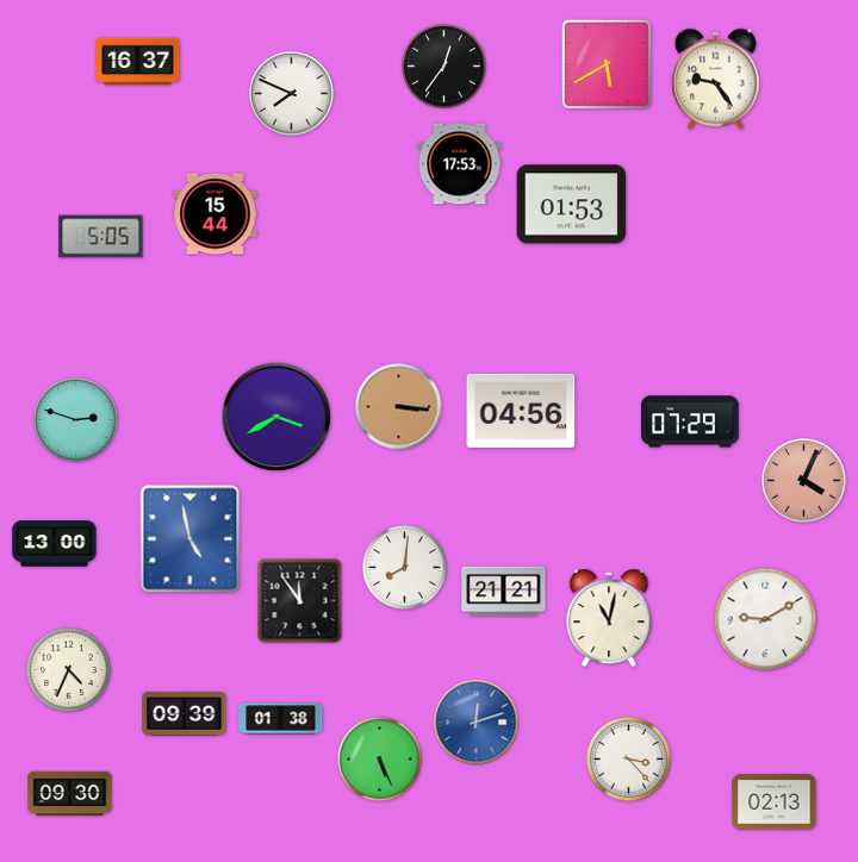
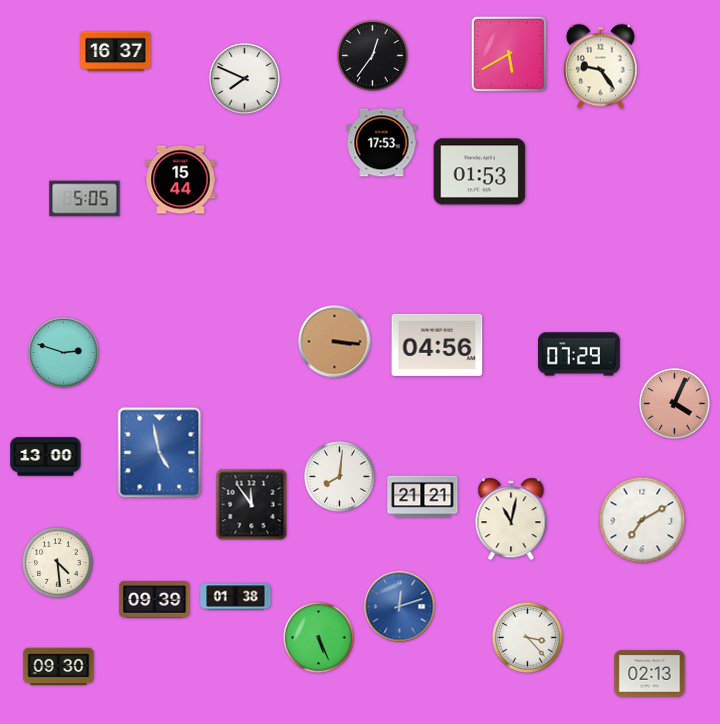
clock at (460, 164) position: (460, 164) -> (382, 143)
clock at (276, 417): 3:40 -> none
clock at (765, 619): 9:10 -> 7:10
clock at (69, 670): 4:34 -> 4:29
clock at (281, 719) position: (281, 719) -> (236, 597)
